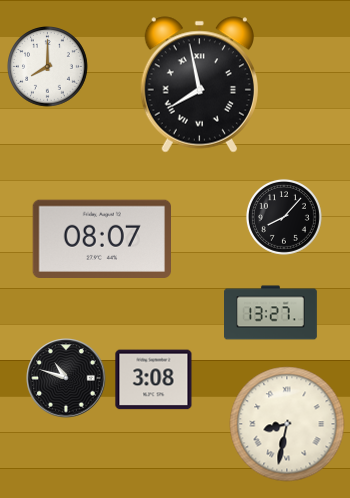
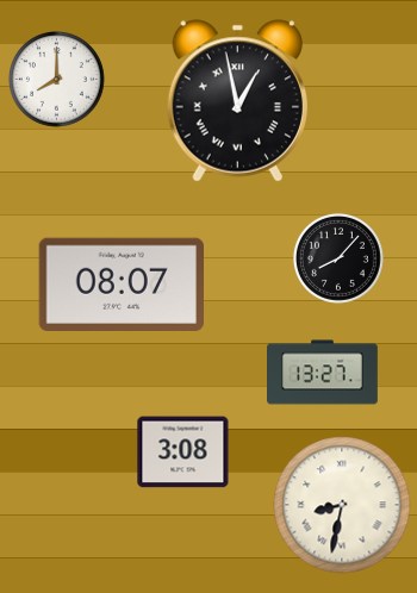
clock at (199, 85): 7:58 -> 12:58
clock at (66, 378): 10:48 -> none
